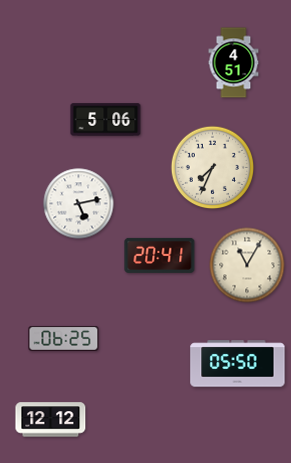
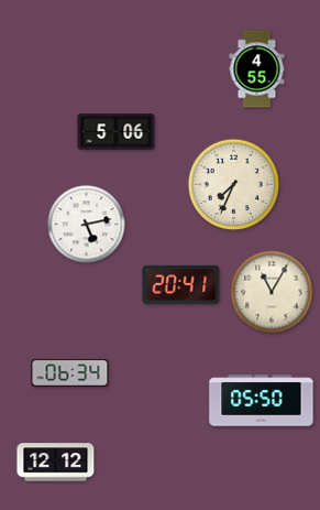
clock at (234, 63): 4:51 -> 4:55
clock at (160, 255) position: (160, 255) -> (181, 284)
clock at (64, 338): 06:25 -> 06:34
